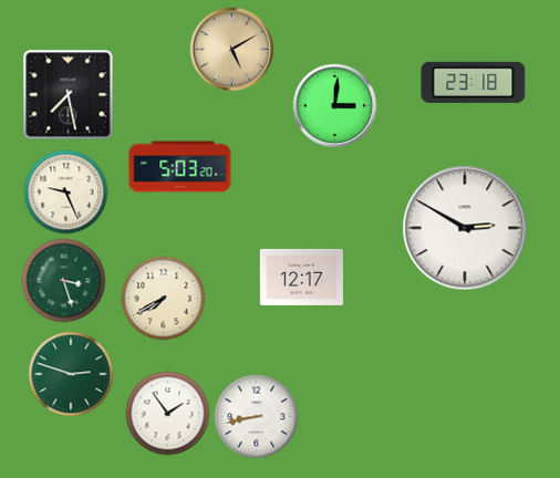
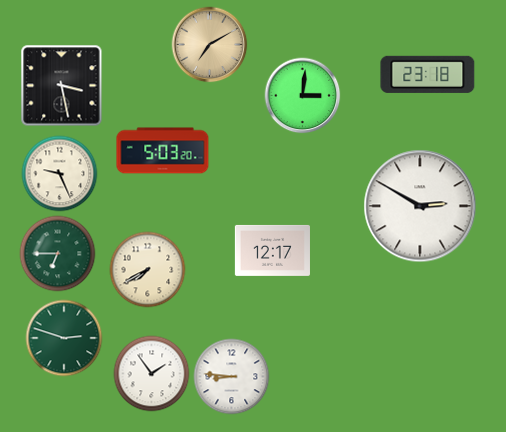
clock at (232, 50): 5:10 -> 7:10
clock at (69, 95): 7:28 -> 3:28
clock at (64, 281): 3:27 -> 6:45
clock at (257, 417): 8:43 -> 8:46
